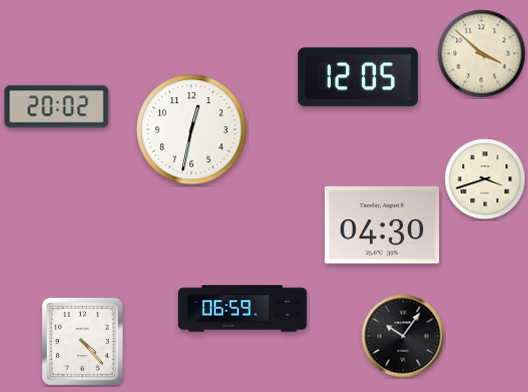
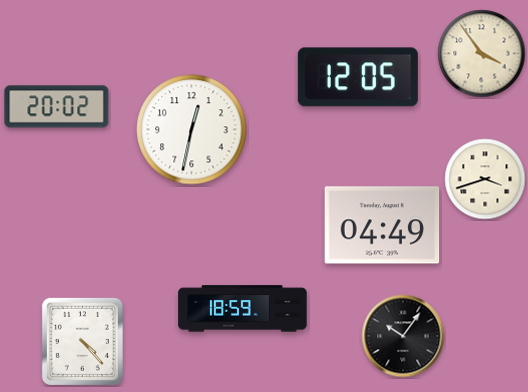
clock at (482, 54): 3:52 -> 3:54
clock at (382, 225): 04:30 -> 04:49
clock at (243, 309): 06:59 -> 18:59
